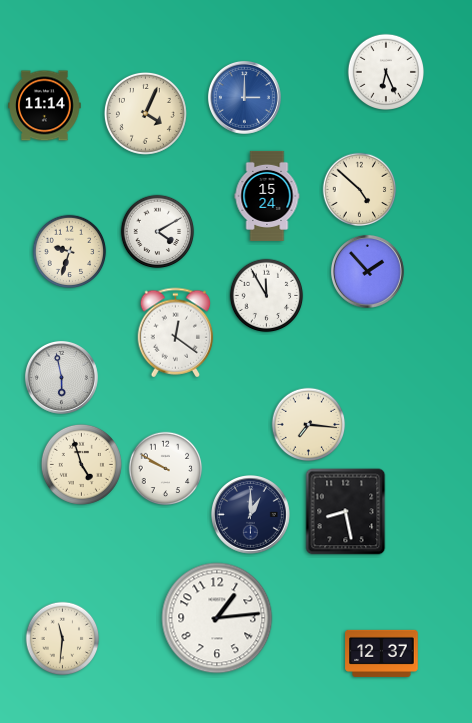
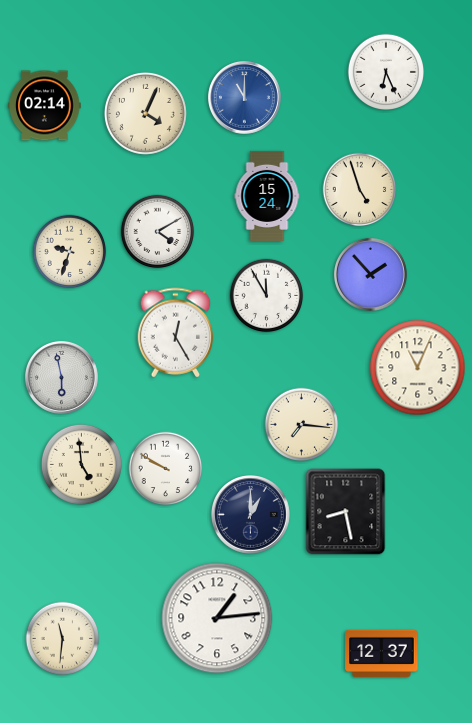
clock at (244, 97): 3:00 -> 11:00
clock at (45, 106): 11:14 -> 02:14
clock at (360, 190): 4:52 -> 4:57
clock at (367, 271) position: (367, 271) -> (370, 274)
clock at (176, 333): 12:21 -> 12:25
clock at (418, 368): none -> 11:04
clock at (309, 425) position: (309, 425) -> (302, 425)
clock at (81, 464): 4:57 -> 4:59
